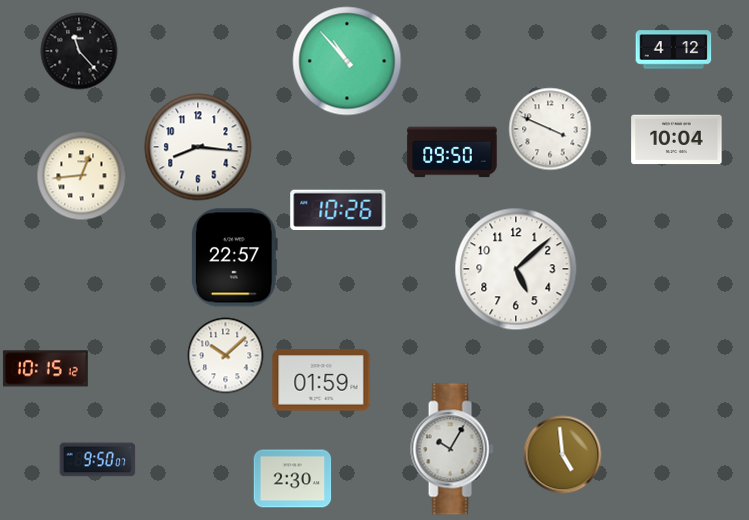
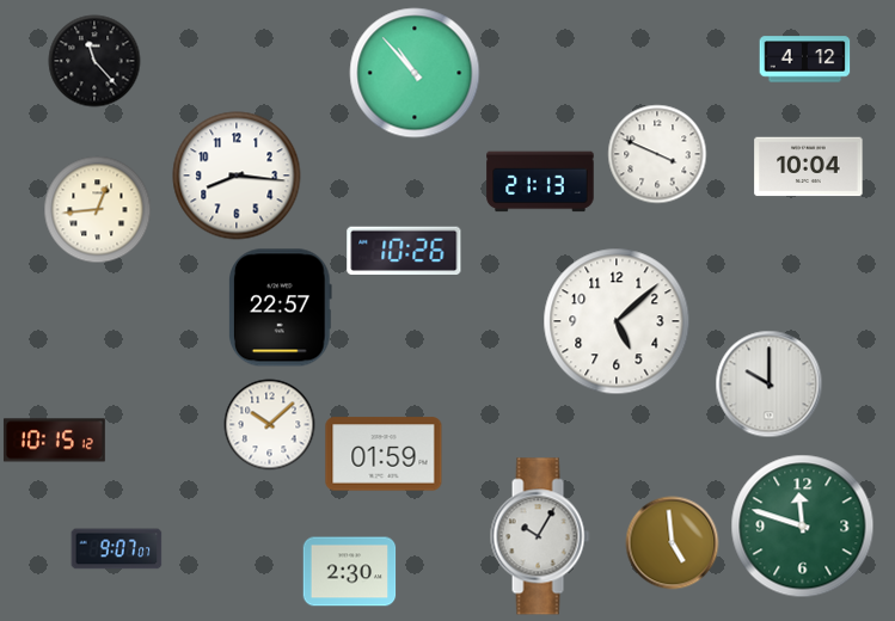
clock at (452, 152): 09:50 -> 21:13
clock at (770, 385): none -> 10:00
clock at (803, 527): none -> 11:48
clock at (98, 460): 9:50 -> 9:07
